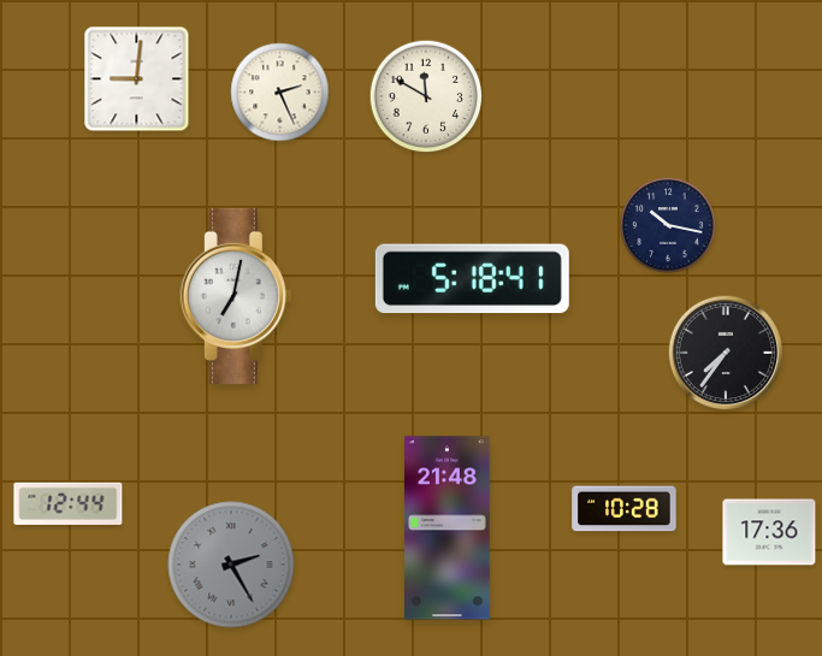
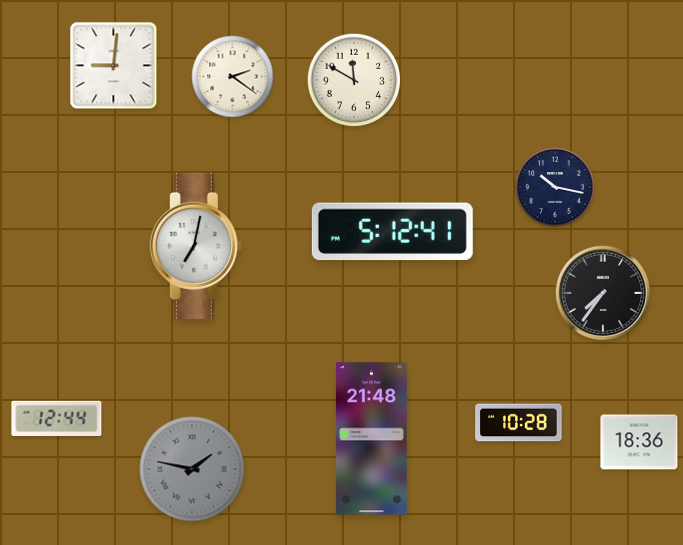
clock at (280, 93): 2:26 -> 2:21
clock at (472, 279): 5:18 -> 5:12
clock at (769, 532): 17:36 -> 18:36
clock at (231, 565): 2:25 -> 1:47
